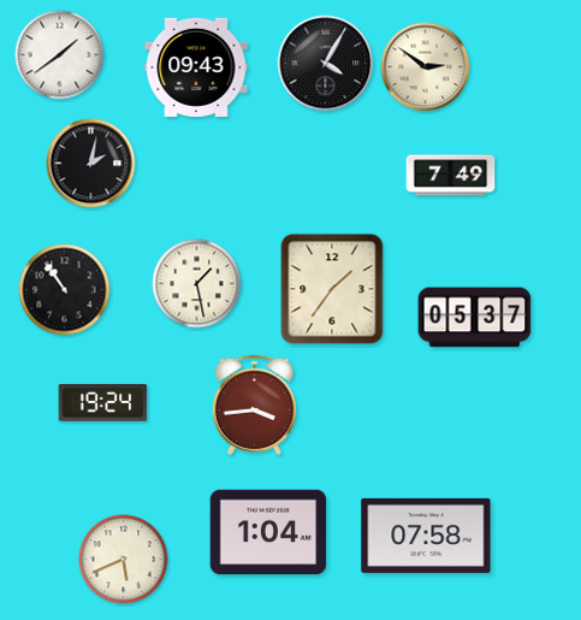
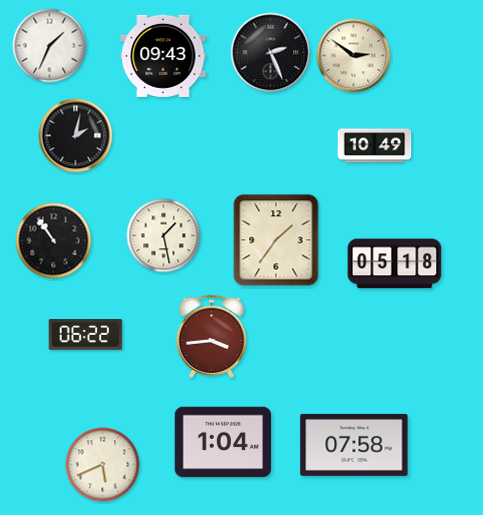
clock at (60, 55): 1:39 -> 1:34
clock at (326, 64): 4:05 -> 2:26
clock at (451, 176): 7:49 -> 10:49
clock at (475, 318): 05:37 -> 05:18
clock at (103, 403): 19:24 -> 06:22
